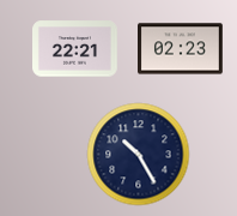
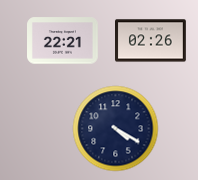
clock at (181, 49): 02:23 -> 02:26
clock at (139, 155): 10:25 -> 4:20
